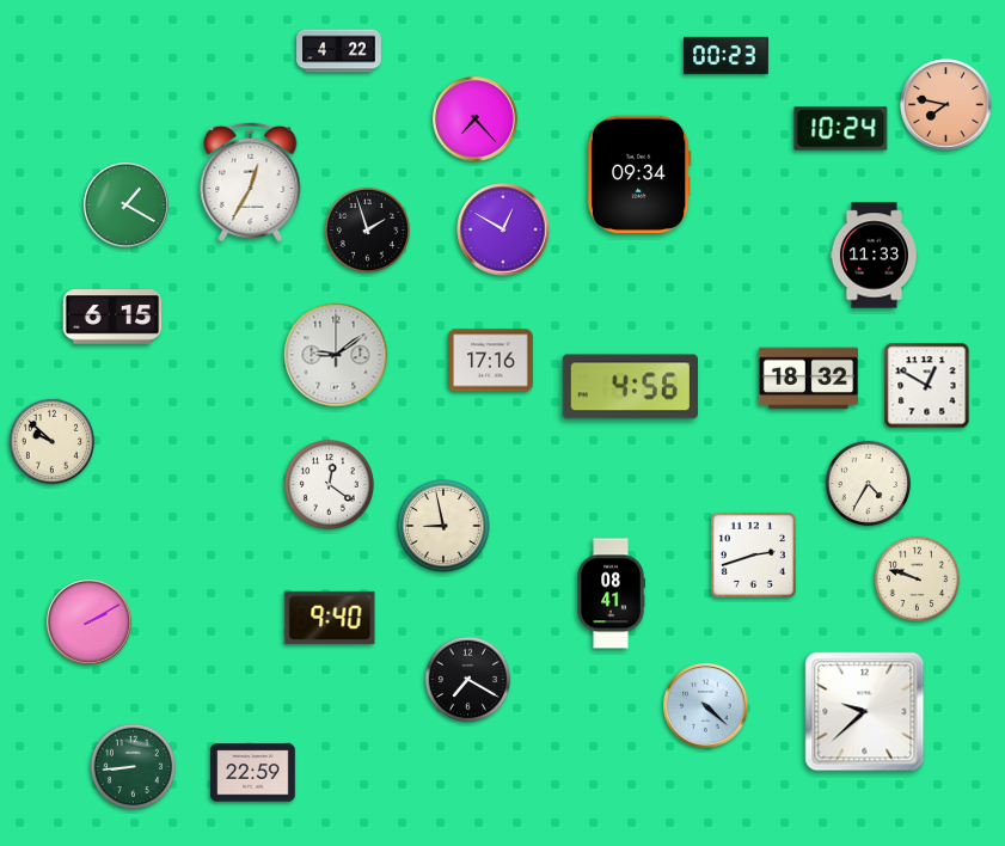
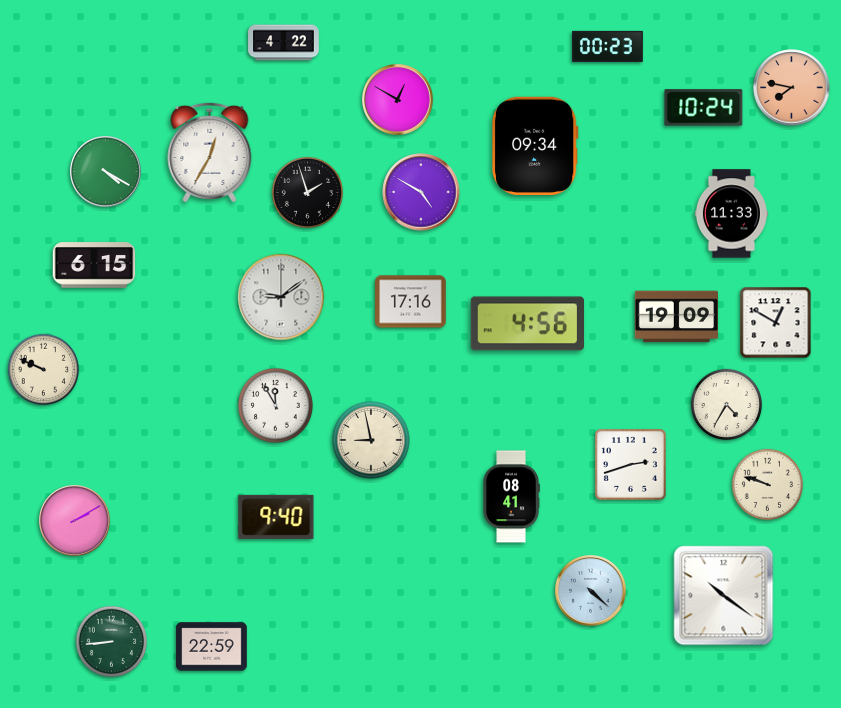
clock at (476, 119): 7:23 -> 12:50
clock at (127, 206): 1:20 -> 4:20
clock at (503, 229): 12:50 -> 4:50
clock at (808, 379): 18:32 -> 19:09
clock at (53, 442): 9:52 -> 9:49
clock at (329, 484): 12:21 -> 11:55
clock at (468, 680): 7:20 -> none
clock at (865, 712): 9:38 -> 10:21
